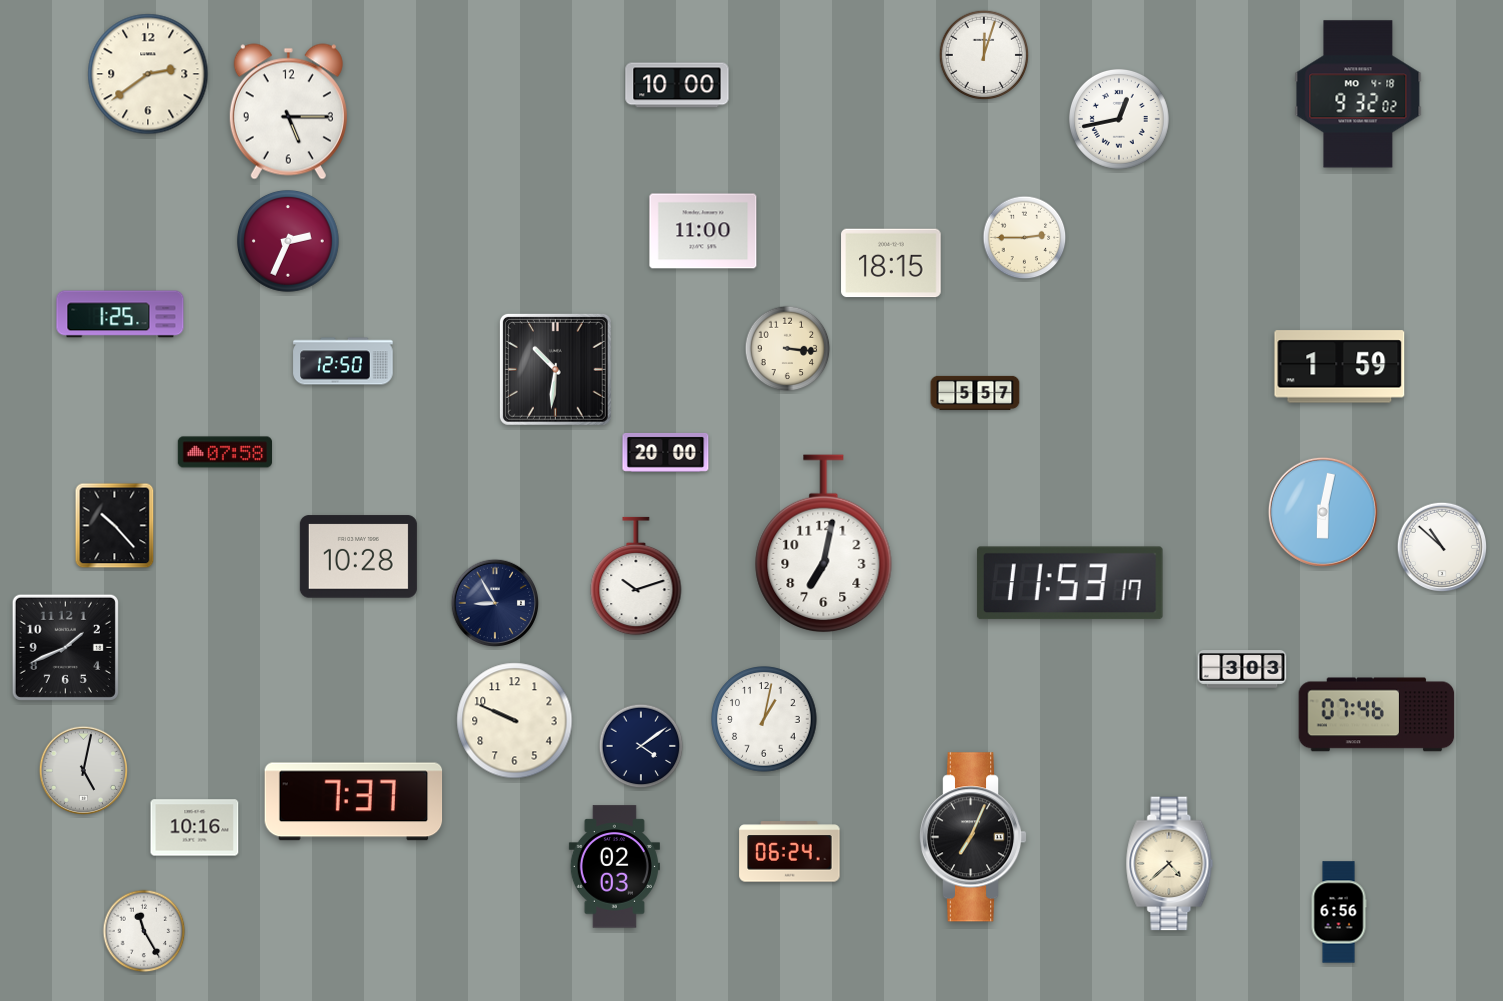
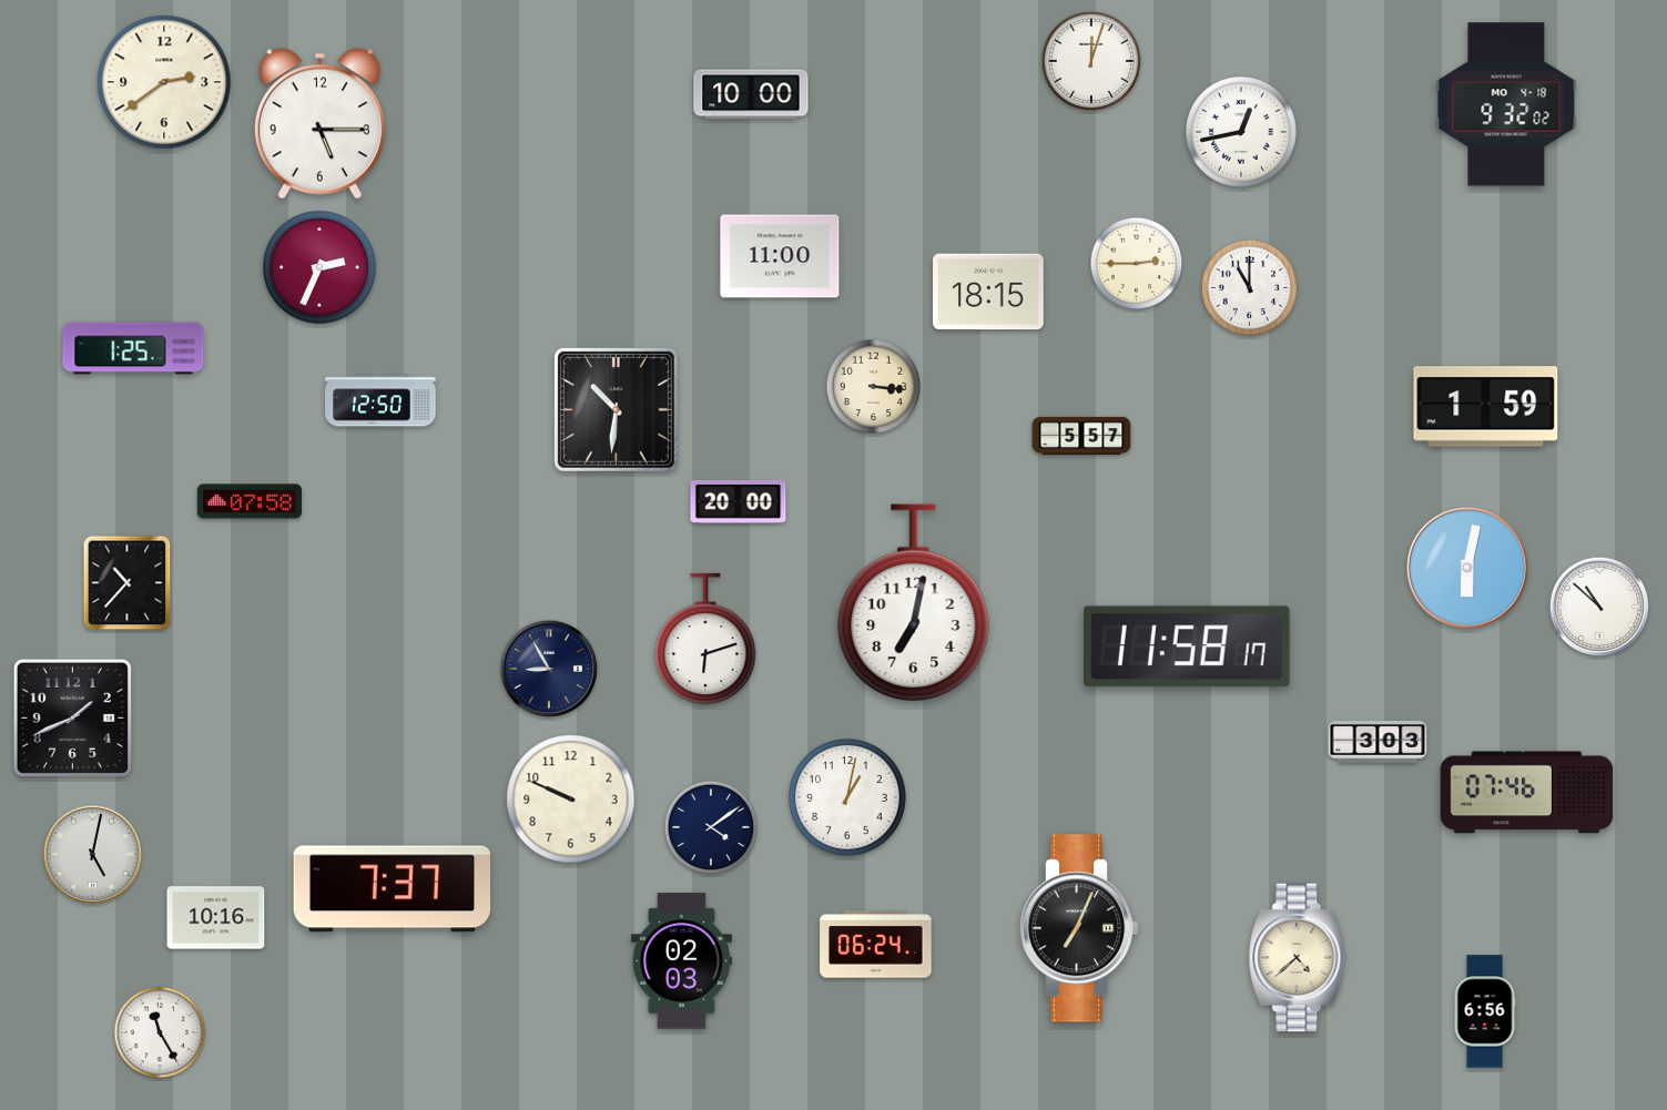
clock at (1250, 288): none -> 11:00
clock at (115, 526): 10:23 -> 10:37
clock at (358, 557): 10:28 -> none
clock at (636, 576): 10:12 -> 6:12
clock at (1070, 583): 11:53 -> 11:58
